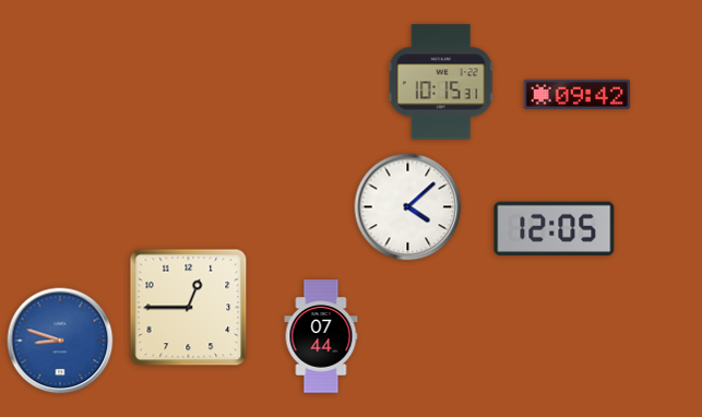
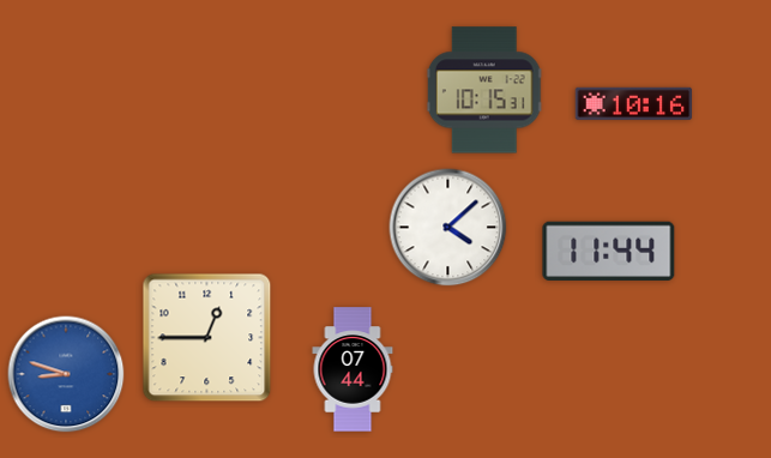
clock at (578, 94): 09:42 -> 10:16
clock at (555, 228): 12:05 -> 11:44
